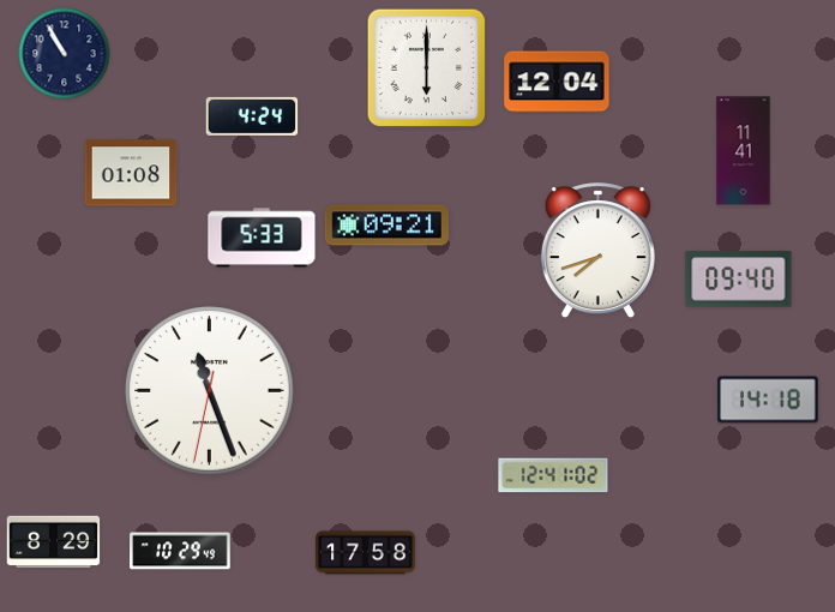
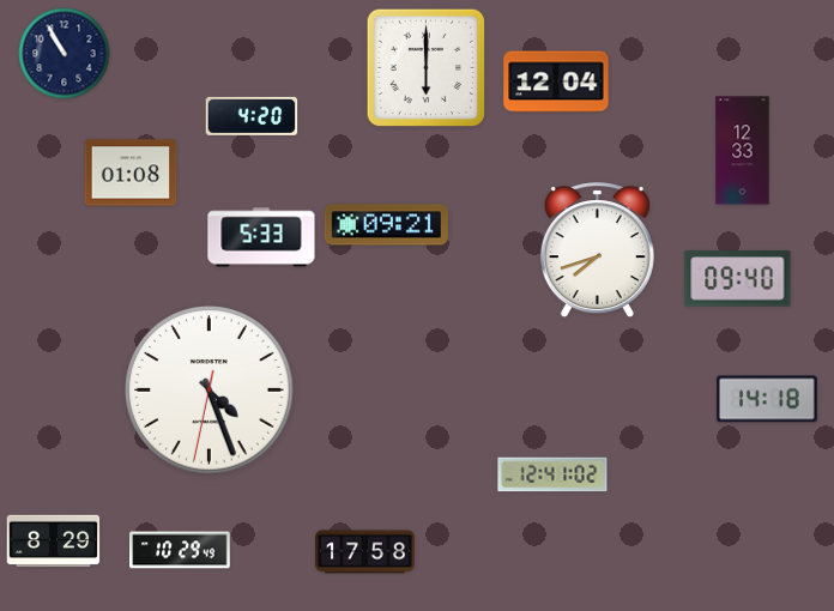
clock at (252, 116): 4:24 -> 4:20
clock at (744, 151): 11:41 -> 12:33
clock at (210, 391): 11:26 -> 4:26
